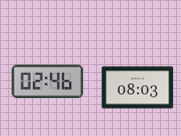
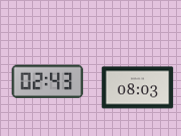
clock at (48, 82): 02:46 -> 02:43
